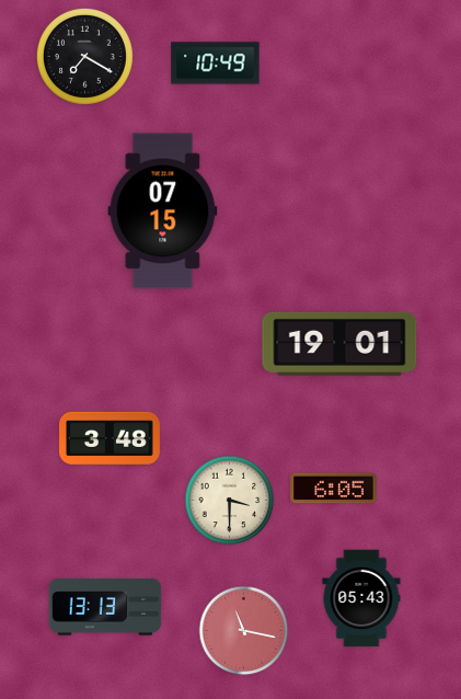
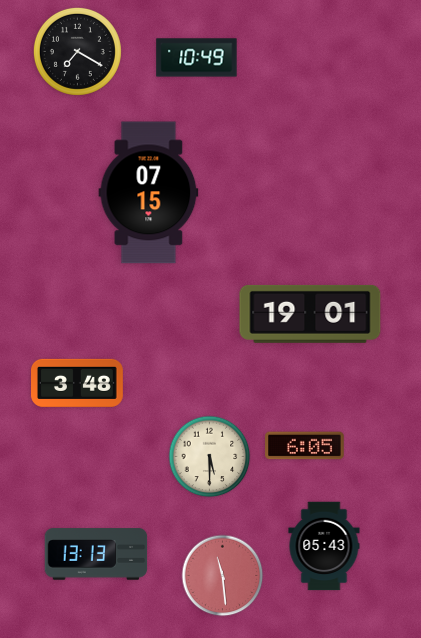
clock at (111, 438) position: (111, 438) -> (78, 383)
clock at (230, 501): 3:30 -> 5:30
clock at (361, 598) position: (361, 598) -> (324, 546)
clock at (244, 631): 11:17 -> 11:29
